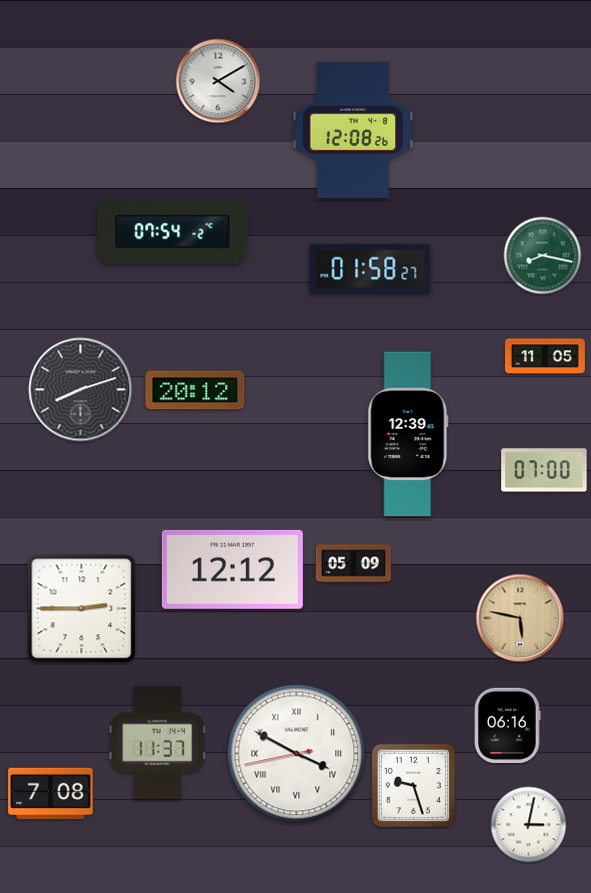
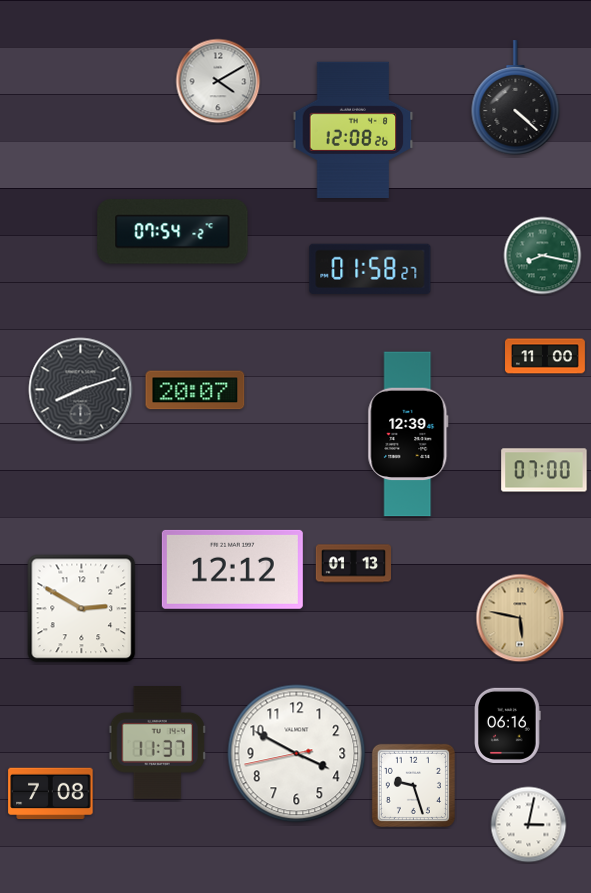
clock at (516, 98): none -> 4:22
clock at (546, 356): 11:05 -> 11:00
clock at (195, 390): 20:12 -> 20:07
clock at (353, 564): 05:09 -> 01:13
clock at (82, 609): 2:45 -> 2:50
clock at (297, 754) numerals: Roman -> Arabic
